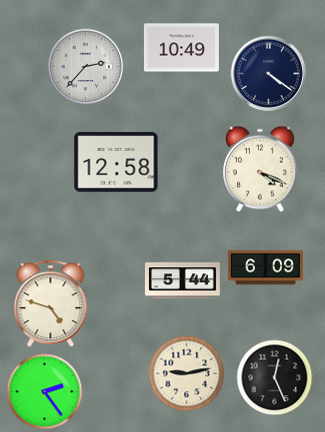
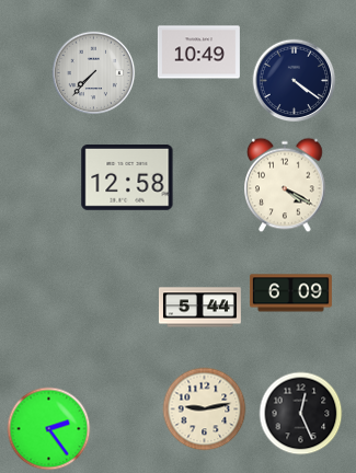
clock at (86, 67): 2:37 -> 7:37
clock at (260, 169): 4:19 -> 4:20
clock at (51, 304): 4:48 -> none
